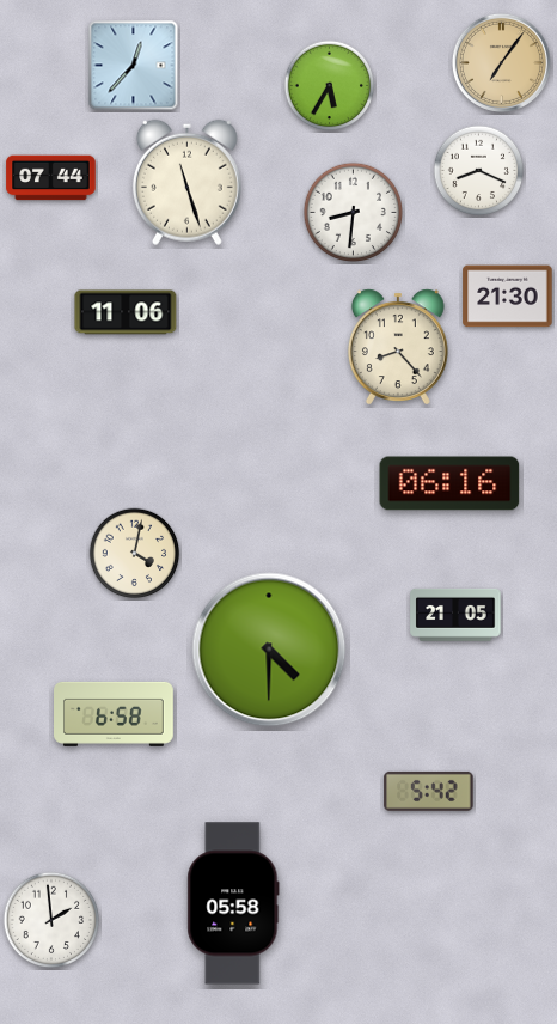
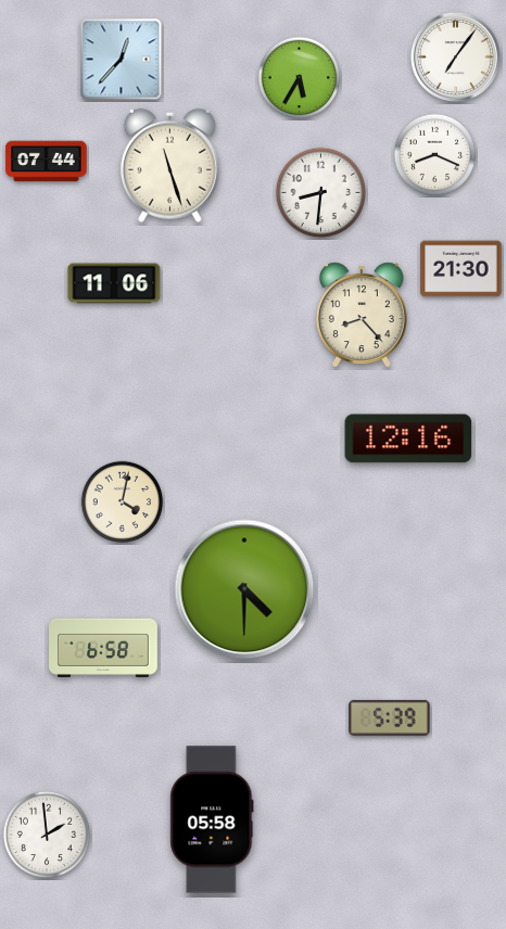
clock at (501, 62) dial: champagne -> white
clock at (449, 483): 06:16 -> 12:16
clock at (455, 615): 21:05 -> none
clock at (429, 791): 5:42 -> 5:39
